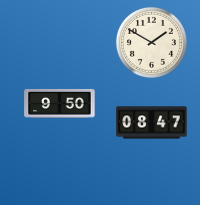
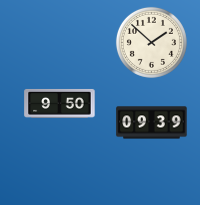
clock at (151, 42): 1:50 -> 1:52
clock at (152, 123): 08:47 -> 09:39
